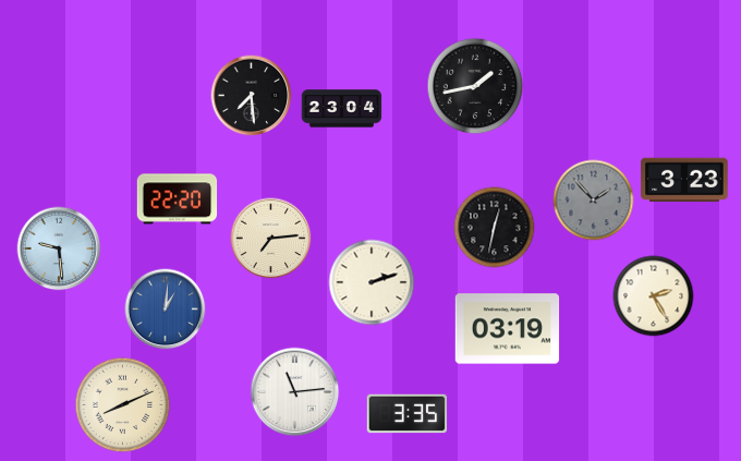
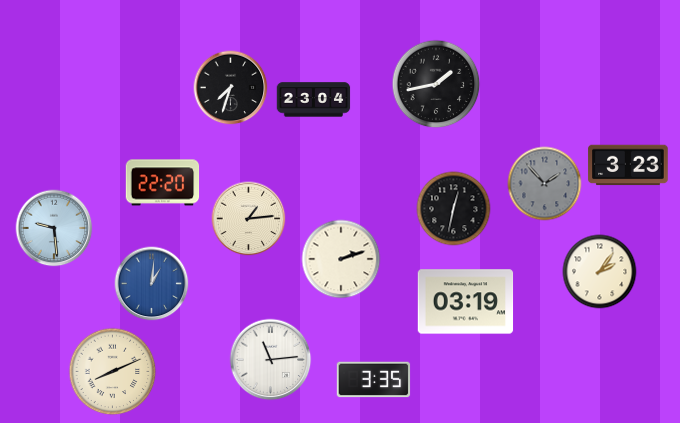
clock at (475, 86) position: (475, 86) -> (436, 84)
clock at (252, 96): 7:29 -> 7:33
clock at (271, 239): 7:14 -> 1:14
clock at (654, 296): 2:25 -> 2:06
